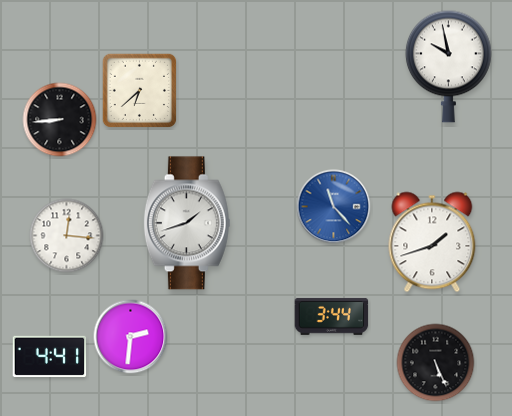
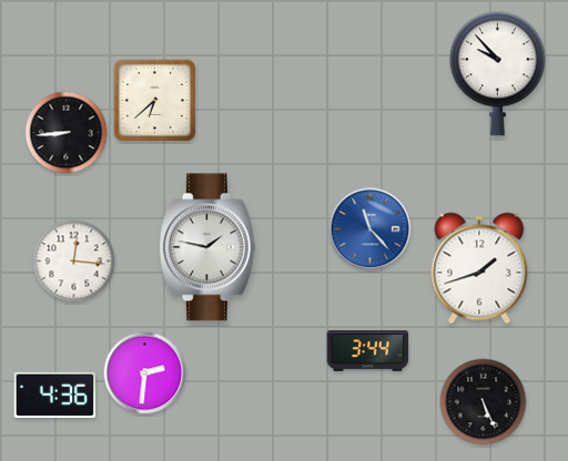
clock at (448, 66): 9:58 -> 9:53
clock at (187, 223): 1:42 -> 1:47
clock at (50, 356): 4:41 -> 4:36
